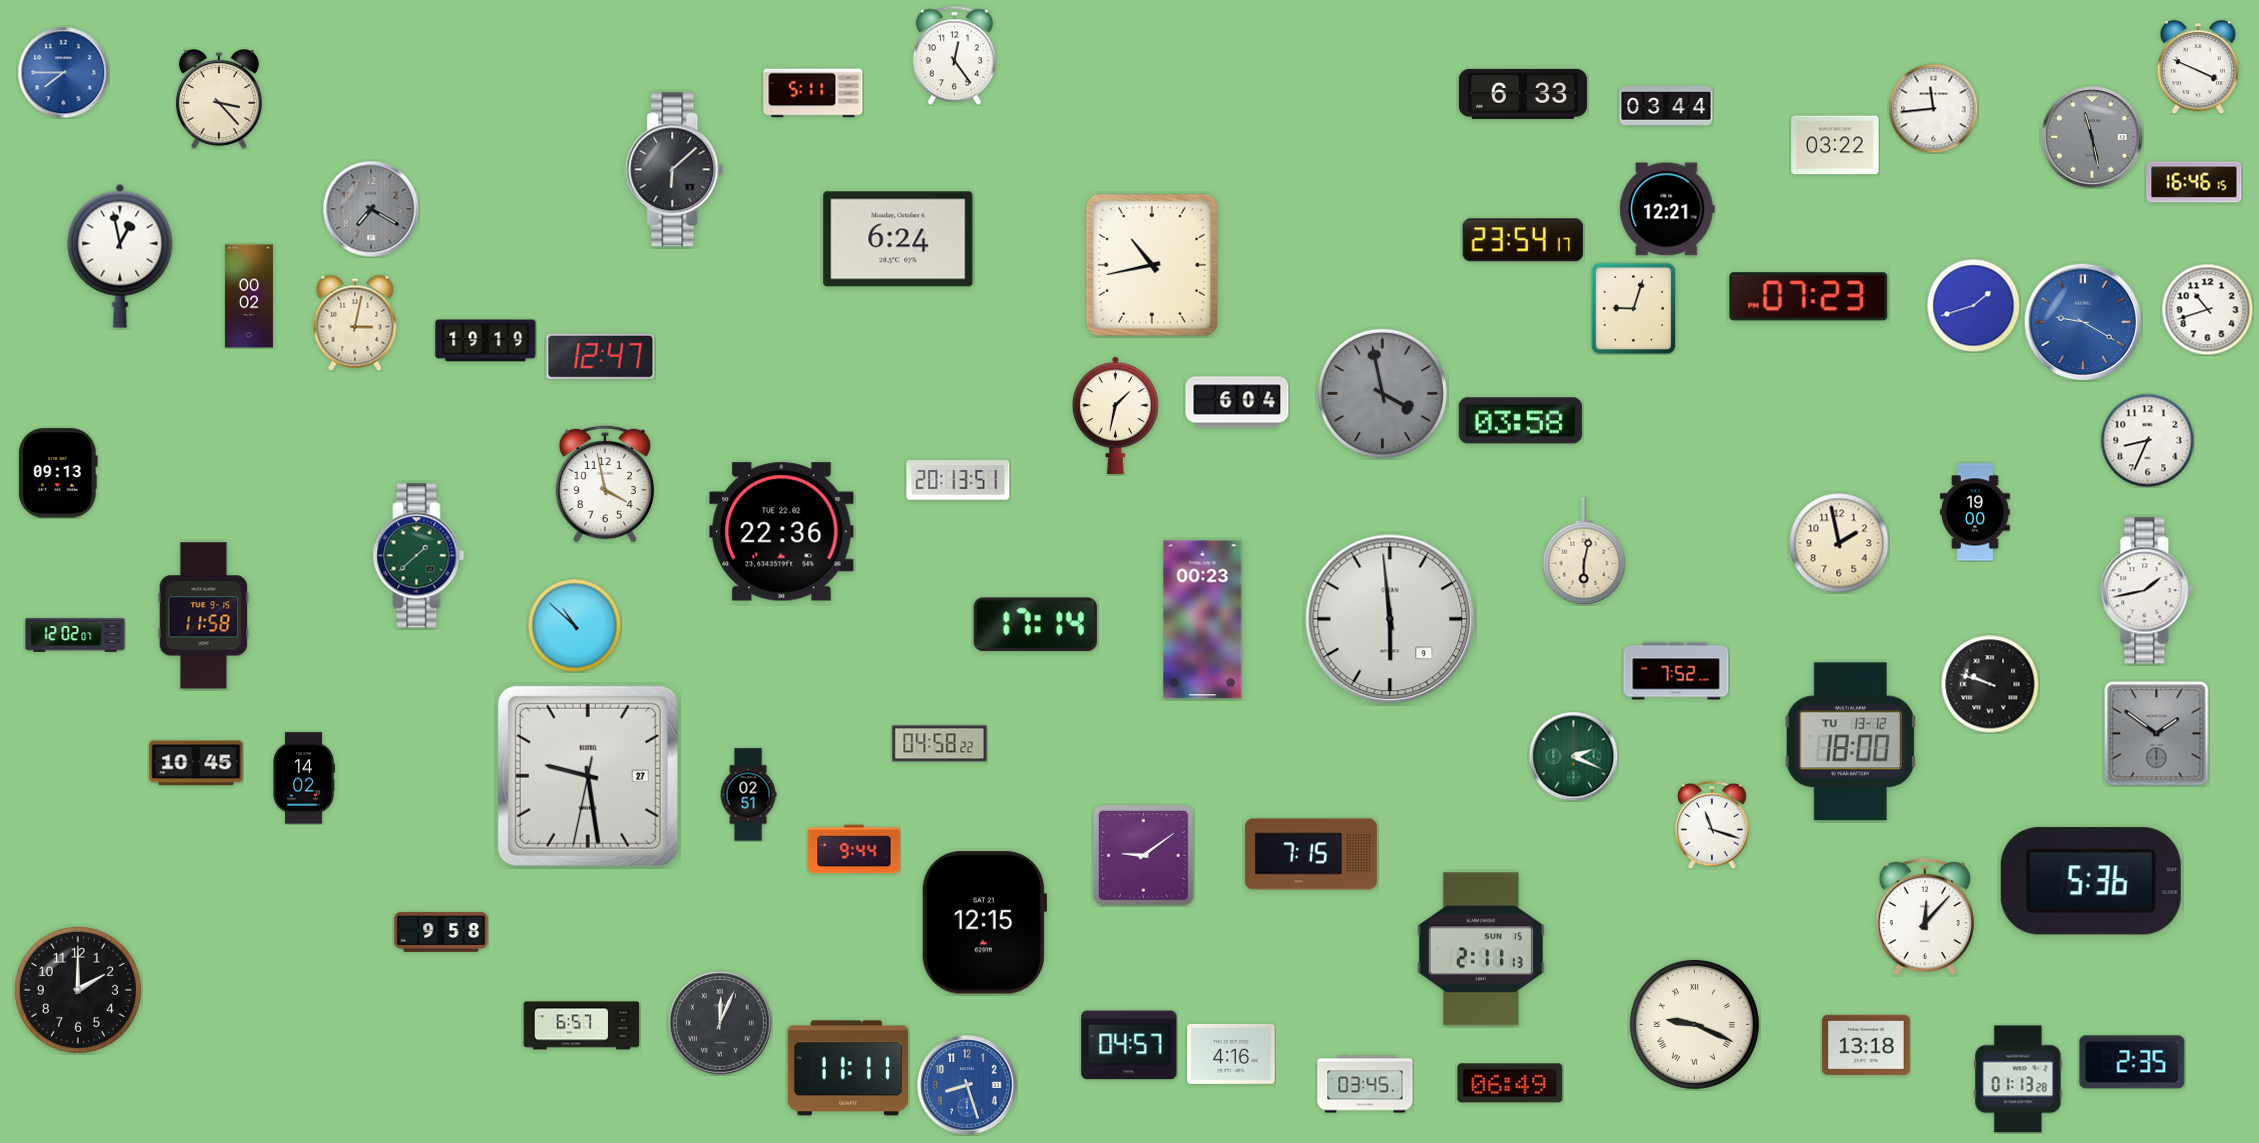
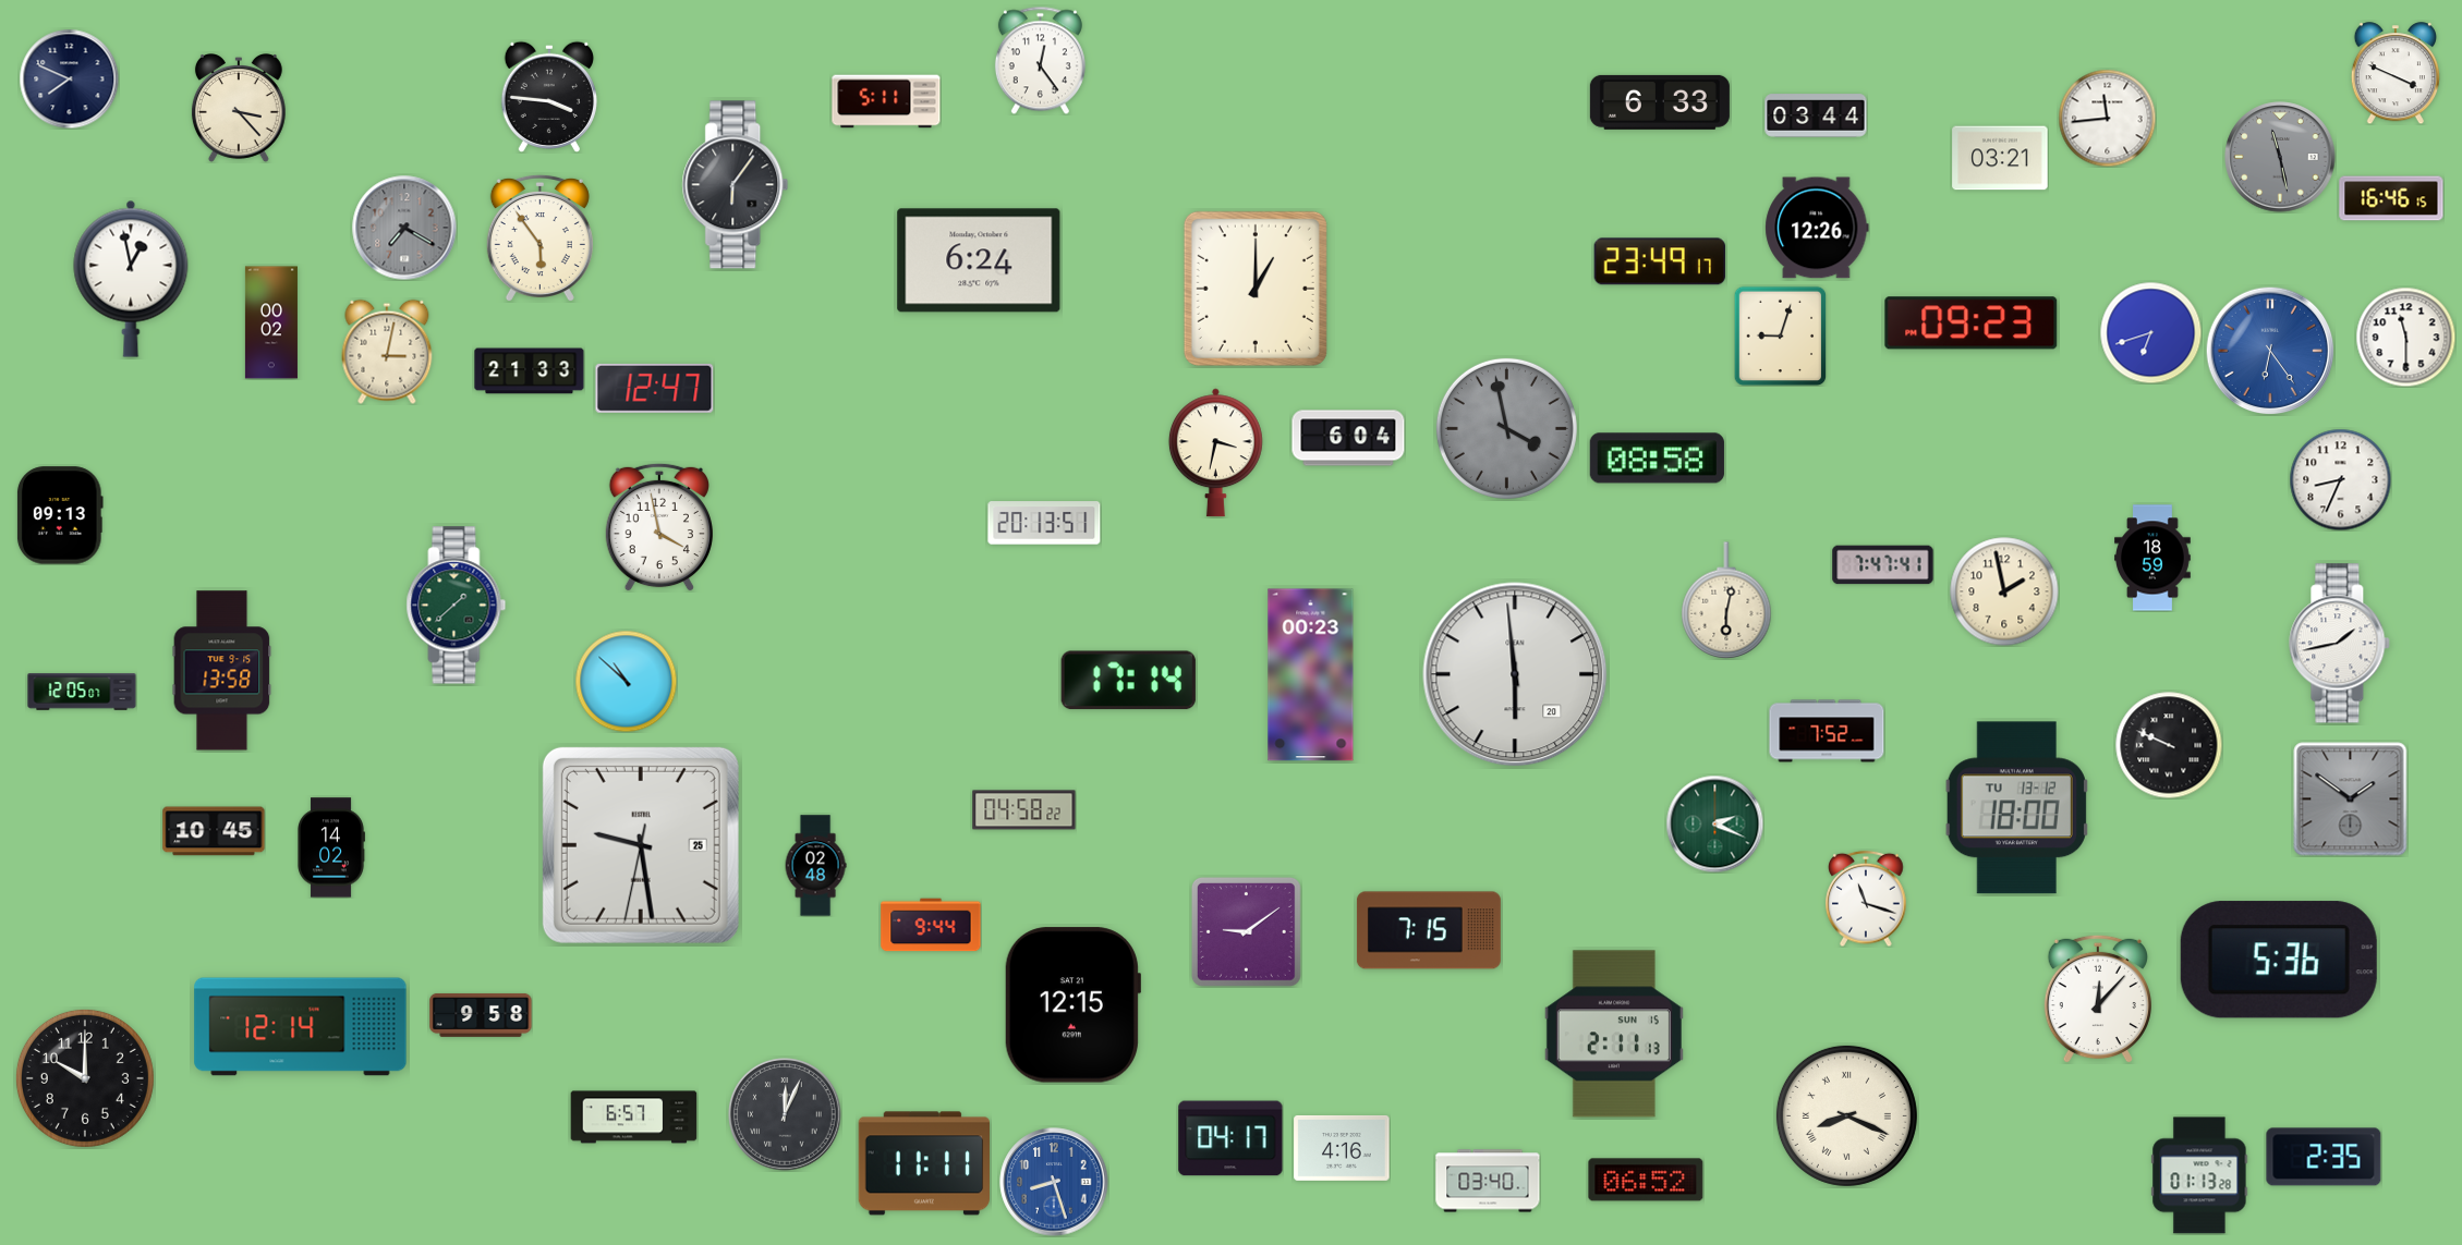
clock at (63, 72): 7:45 -> 7:49
clock at (63, 72) dial: blue -> navy
clock at (549, 96): none -> 3:46
clock at (2092, 137) position: (2092, 137) -> (2280, 157)
clock at (1835, 145): 03:22 -> 03:21
clock at (675, 170): 6:08 -> 6:06
clock at (1667, 209): 12:21 -> 12:26
clock at (539, 237): none -> 5:54
clock at (1523, 240): 23:54 -> 23:49
clock at (1152, 265): 10:43 -> 1:00
clock at (1809, 297): 07:23 -> 09:23
clock at (1973, 305): 1:42 -> 6:42
clock at (2207, 309): 10:42 -> 11:30
clock at (2083, 322): 9:20 -> 6:24
clock at (486, 341): 19:19 -> 21:33
clock at (1115, 416): 1:32 -> 3:32
clock at (1520, 421): 03:58 -> 08:58
clock at (58, 473) position: (58, 473) -> (60, 515)
clock at (1976, 512): 19:00 -> 18:59
clock at (1883, 565): none -> 7:47
clock at (782, 532): 22:36 -> none
clock at (204, 616): 11:58 -> 13:58
clock at (1390, 619) date: 9 -> 20
clock at (75, 635): 12:02 -> 12:05
clock at (1990, 684): 9:48 -> 9:49
clock at (588, 776) date: 27 -> 25
clock at (748, 795): 02:51 -> 02:48
clock at (301, 1027): none -> 12:14
clock at (78, 990): 2:00 -> 10:00
clock at (1694, 1024): 9:19 -> 8:19
clock at (1129, 1045): 04:57 -> 04:17
clock at (1866, 1045): 13:18 -> none
clock at (1510, 1083): 06:49 -> 06:52
clock at (1365, 1084): 03:45 -> 03:40
